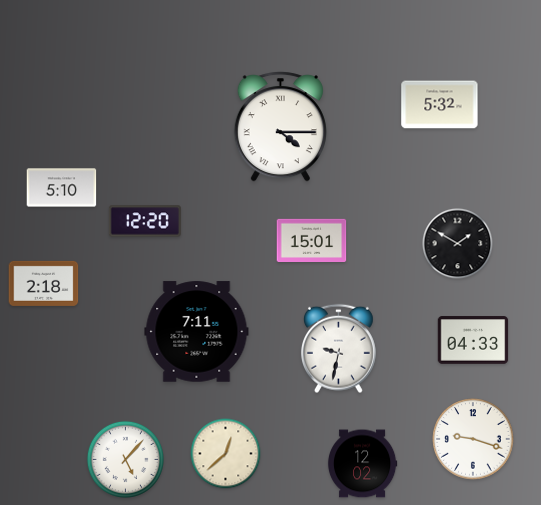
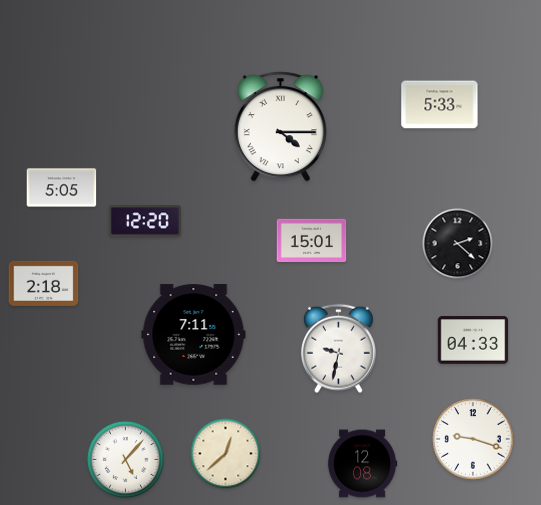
clock at (440, 105): 5:32 -> 5:33
clock at (62, 188): 5:10 -> 5:05
clock at (458, 244): 1:50 -> 2:22
clock at (197, 332) position: (197, 332) -> (194, 335)
clock at (362, 464): 12:02 -> 12:08
